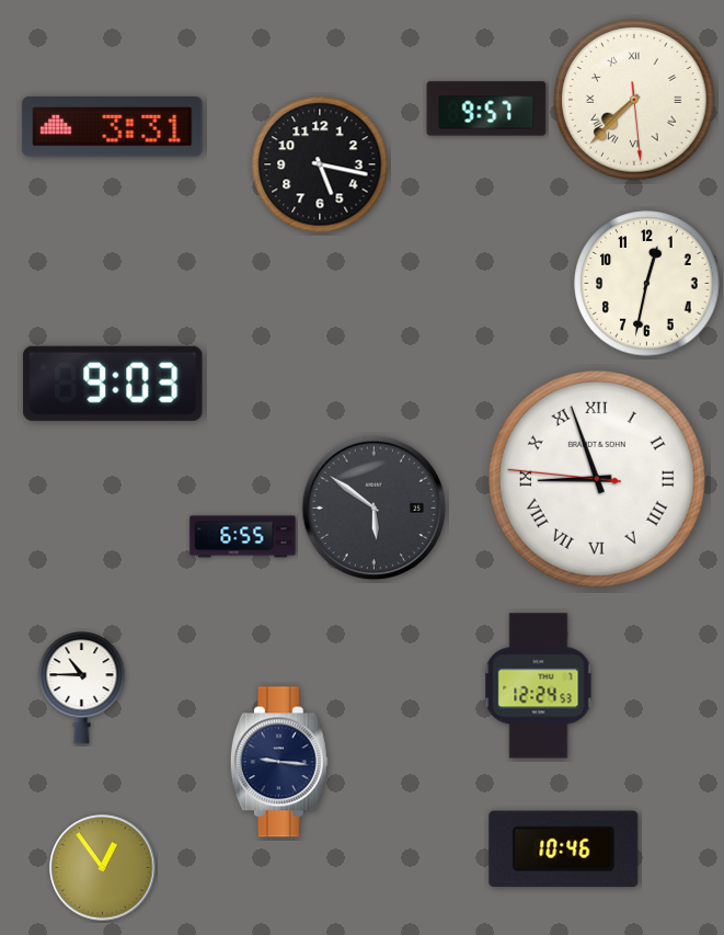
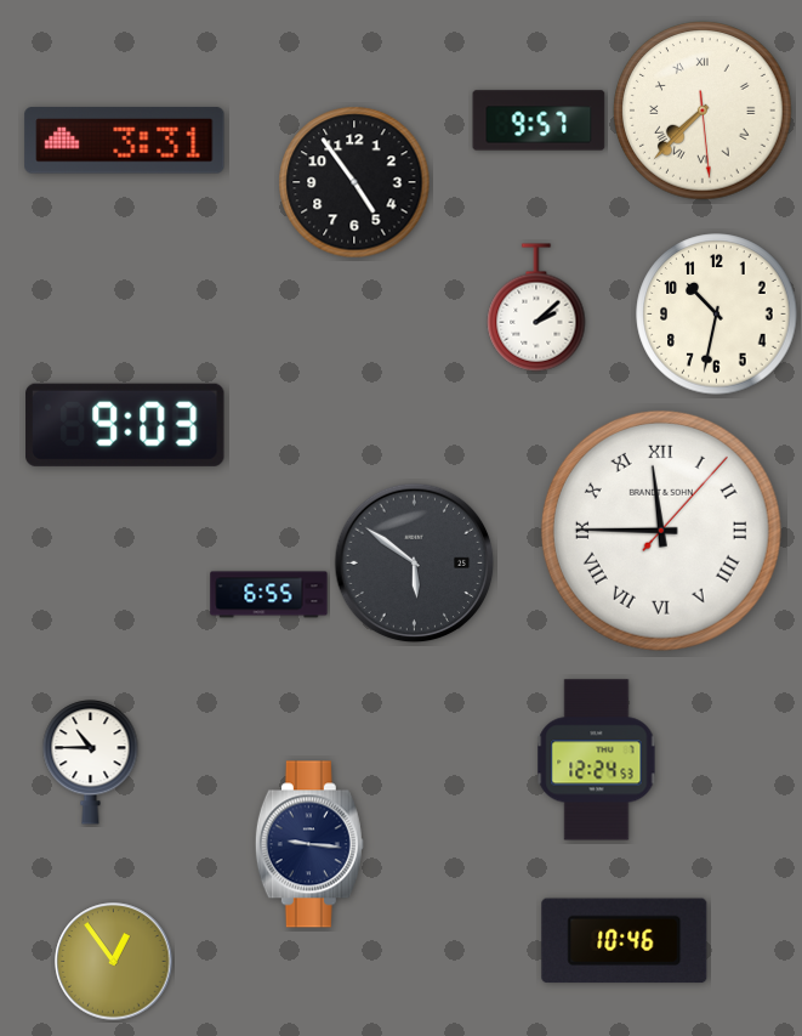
clock at (320, 164): 5:17 -> 4:54
clock at (536, 307): none -> 2:08
clock at (647, 284): 12:32 -> 10:32
clock at (597, 479): 8:56 -> 11:45
